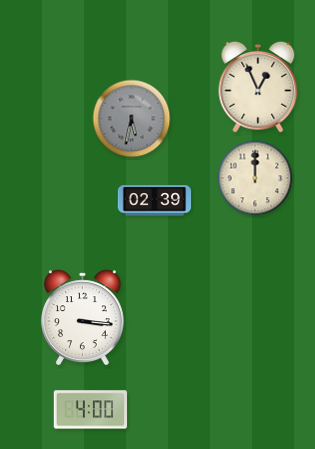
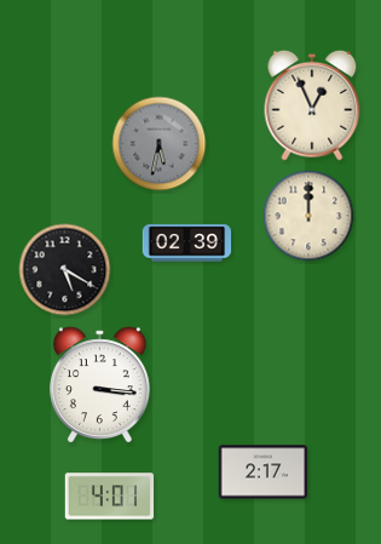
clock at (65, 270): none -> 5:20
clock at (264, 473): none -> 2:17
clock at (91, 410): 4:00 -> 4:01
